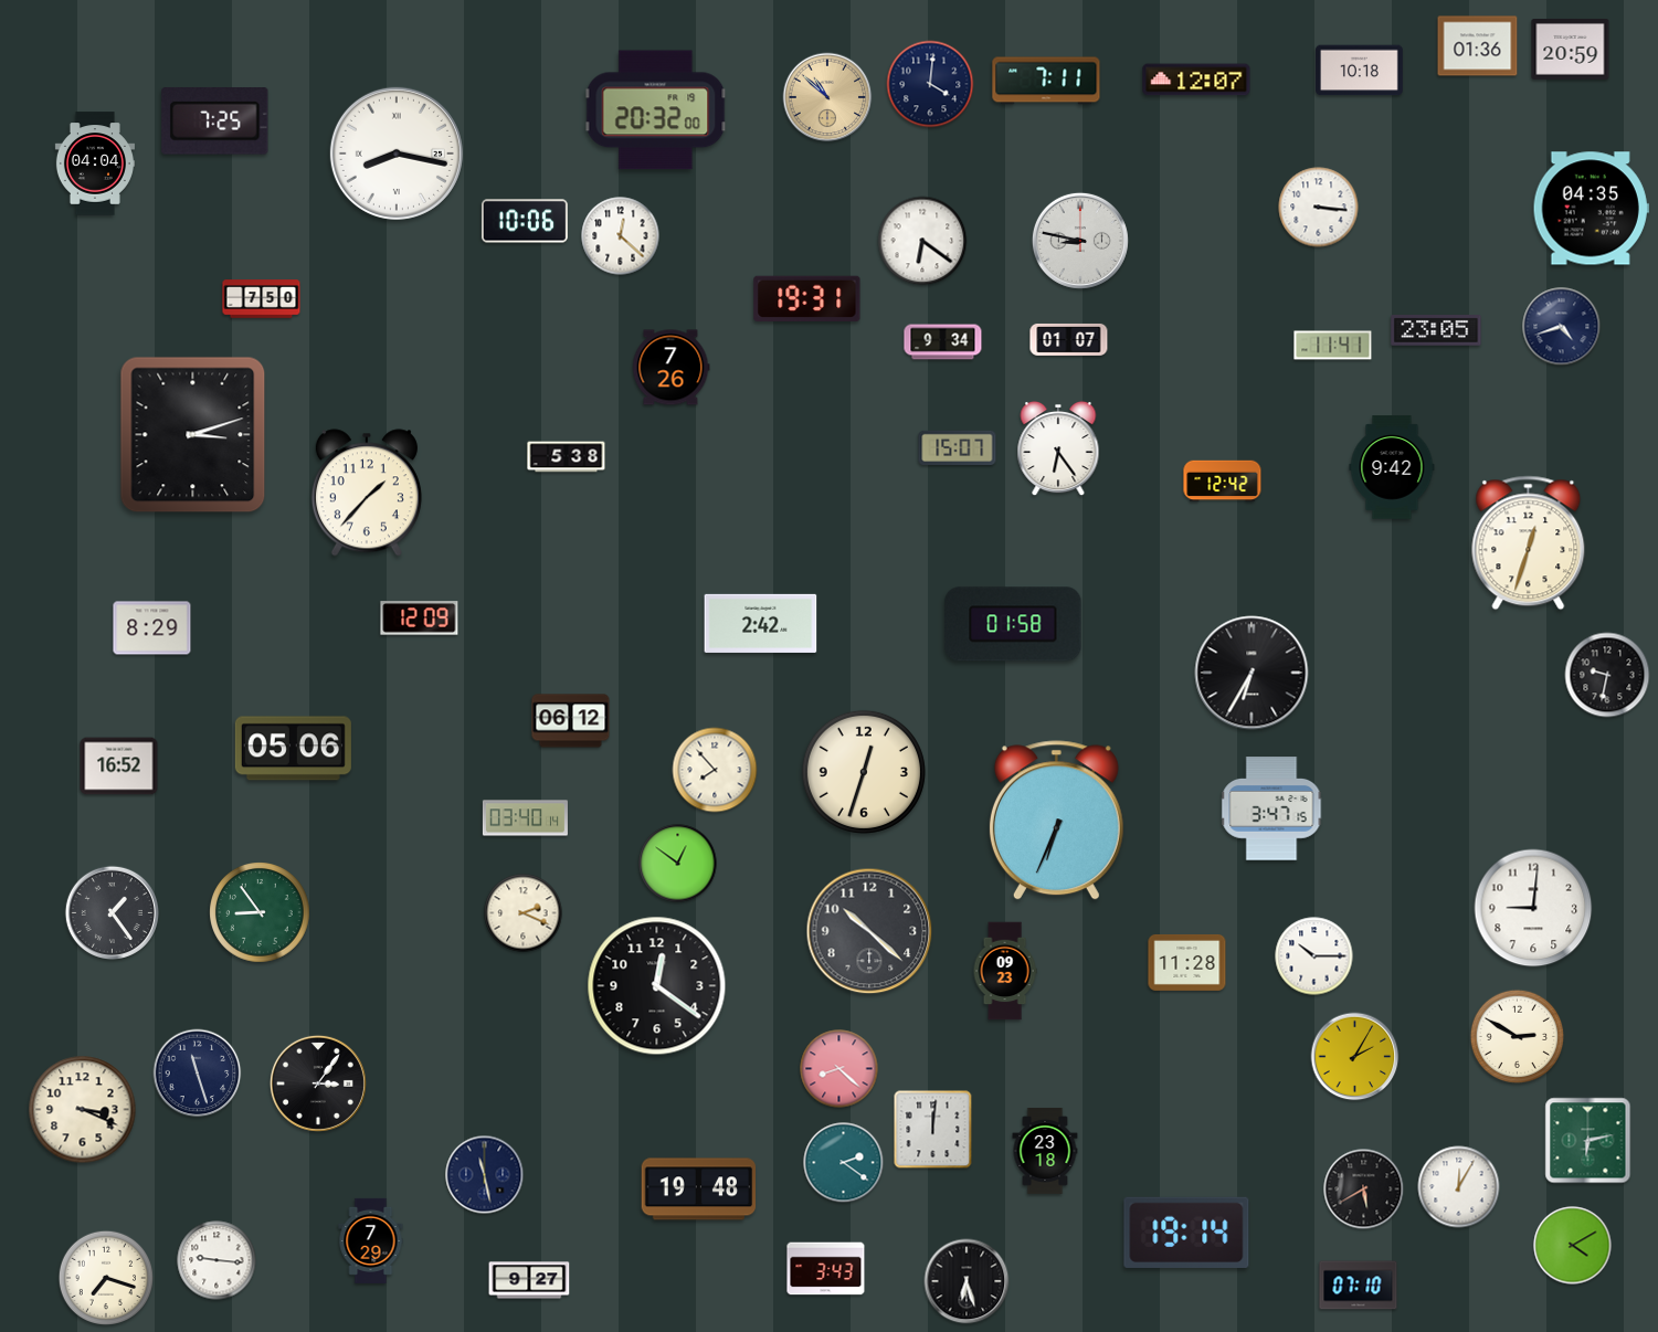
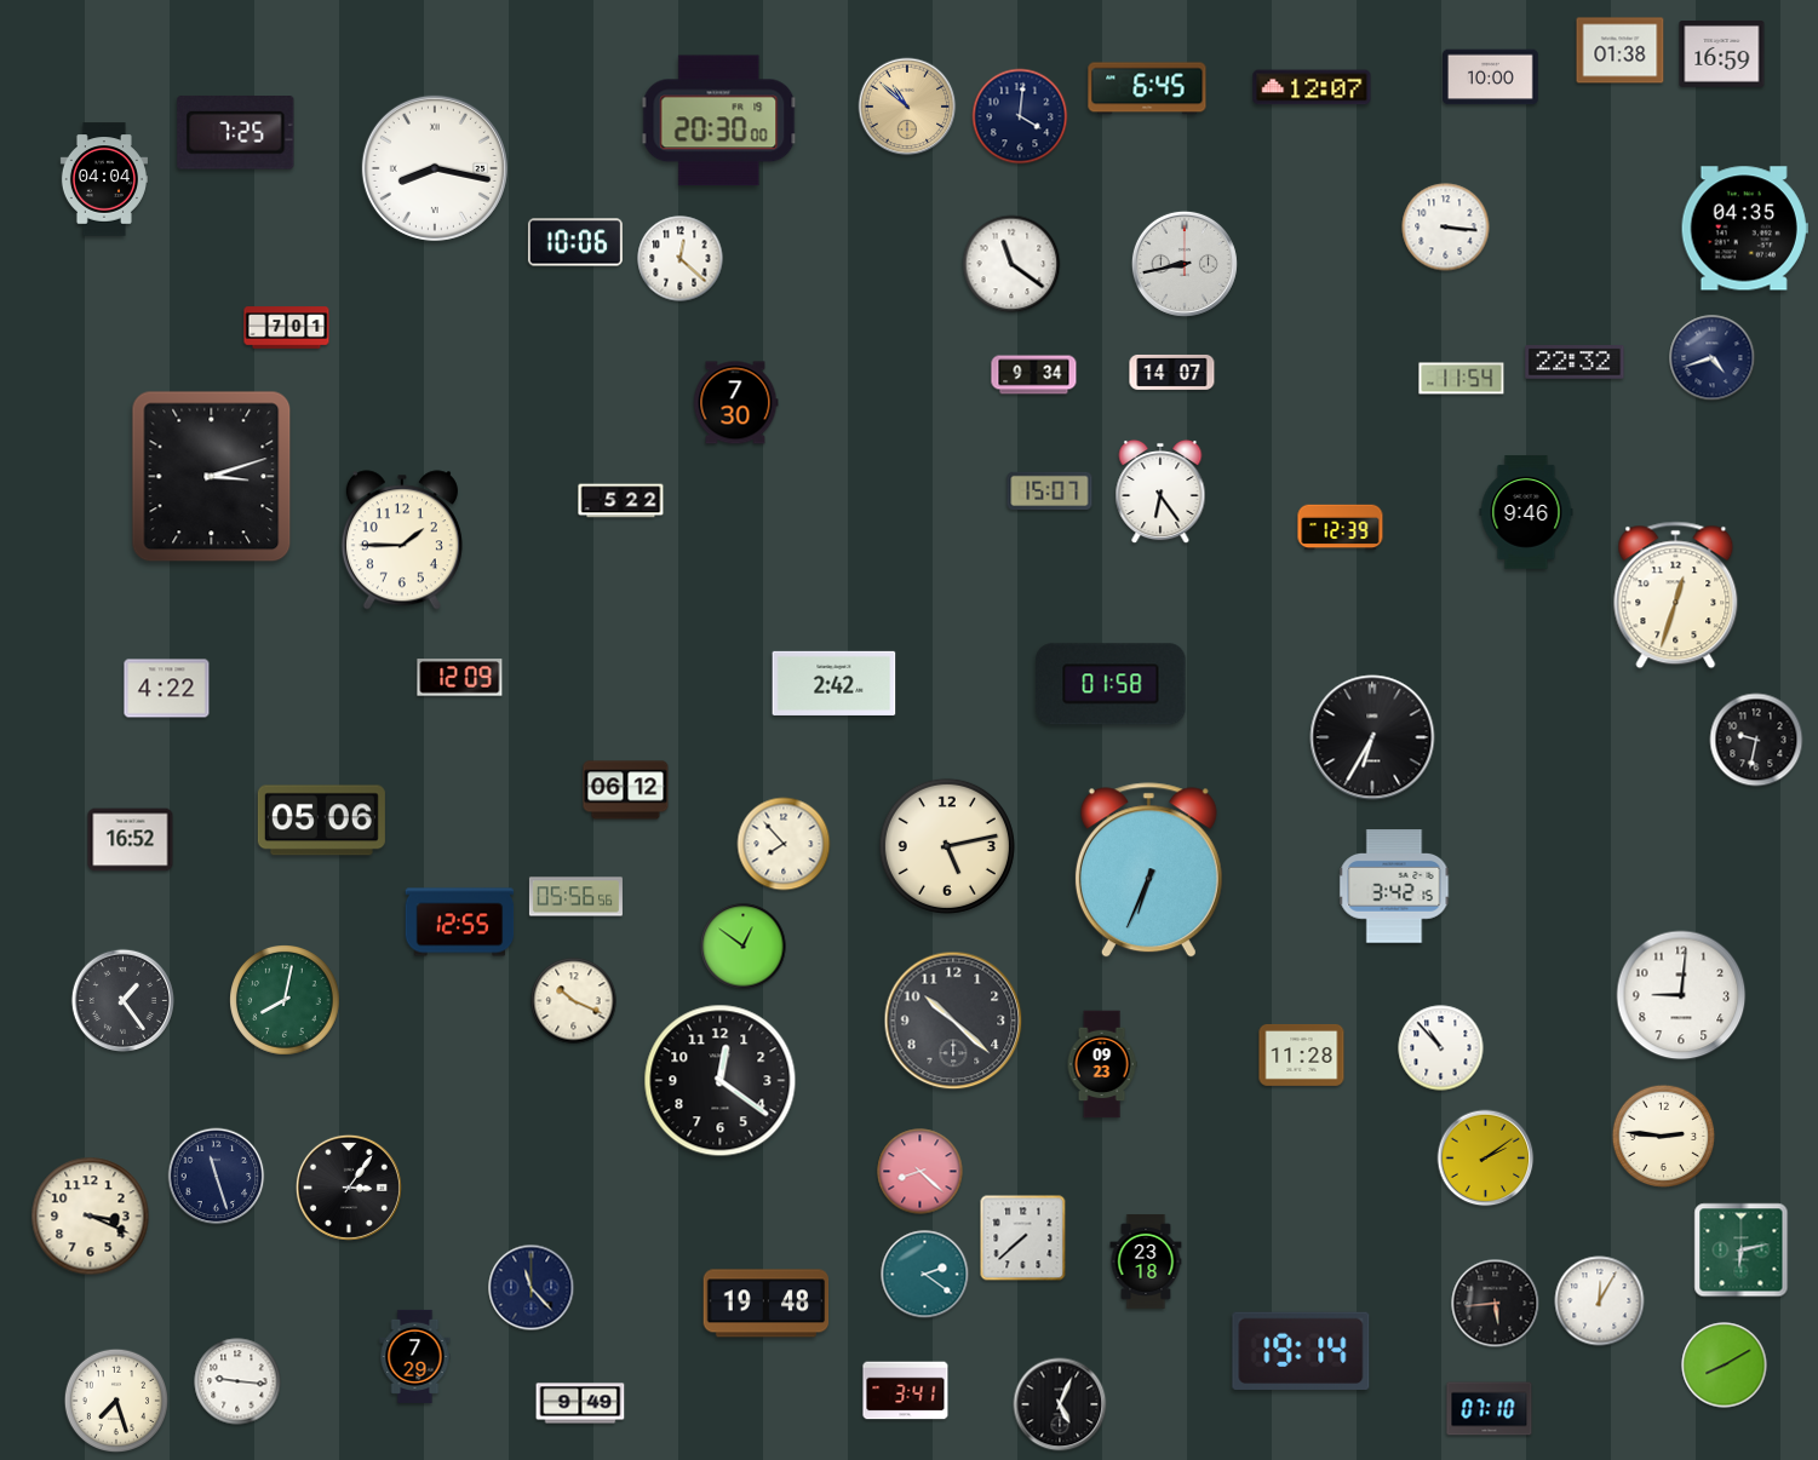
clock at (1478, 46): 01:36 -> 01:38
clock at (1571, 50): 20:59 -> 16:59
clock at (1360, 71): 10:18 -> 10:00
clock at (1046, 81): 7:11 -> 6:45
clock at (930, 84) position: (930, 84) -> (1020, 116)
clock at (656, 110): 20:32 -> 20:30
clock at (922, 241): 6:21 -> 11:21
clock at (1080, 241): 8:47 -> 8:43
clock at (807, 298): 19:31 -> none
clock at (262, 299): 7:50 -> 7:01
clock at (1436, 330): 23:05 -> 22:32
clock at (1069, 339): 01:07 -> 14:07
clock at (1333, 346): 11:41 -> 11:54
clock at (670, 368): 7:26 -> 7:30
clock at (567, 457): 5:38 -> 5:22
clock at (1392, 467): 9:42 -> 9:46
clock at (1223, 482): 12:42 -> 12:39
clock at (367, 493): 1:37 -> 1:45
clock at (152, 628): 8:29 -> 4:22
clock at (1607, 675) position: (1607, 675) -> (1756, 740)
clock at (864, 772): 12:33 -> 5:13
clock at (1271, 808): 3:47 -> 3:42
clock at (525, 818): 03:40 -> 05:56
clock at (1056, 821) position: (1056, 821) -> (1148, 870)
clock at (460, 922): none -> 12:55
clock at (261, 913): 8:54 -> 8:02
clock at (524, 913): 2:19 -> 10:19
clock at (1314, 956): 10:15 -> 10:53
clock at (1518, 1037): 2:50 -> 2:46
clock at (1355, 1057): 2:05 -> 2:09
clock at (933, 1130): 12:01 -> 7:38
clock at (485, 1175): 11:28 -> 11:23
clock at (1364, 1190): 5:40 -> 5:44
clock at (371, 1240) position: (371, 1240) -> (415, 1356)
clock at (1573, 1246): 4:10 -> 8:10
clock at (826, 1269): 3:43 -> 3:41
clock at (105, 1277): 7:18 -> 7:27
clock at (529, 1280): 9:27 -> 9:49
clock at (967, 1281): 6:27 -> 5:04
